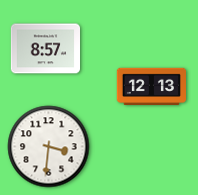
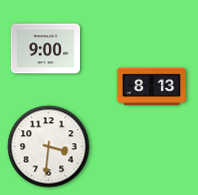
clock at (45, 49): 8:57 -> 9:00
clock at (152, 86): 12:13 -> 8:13
